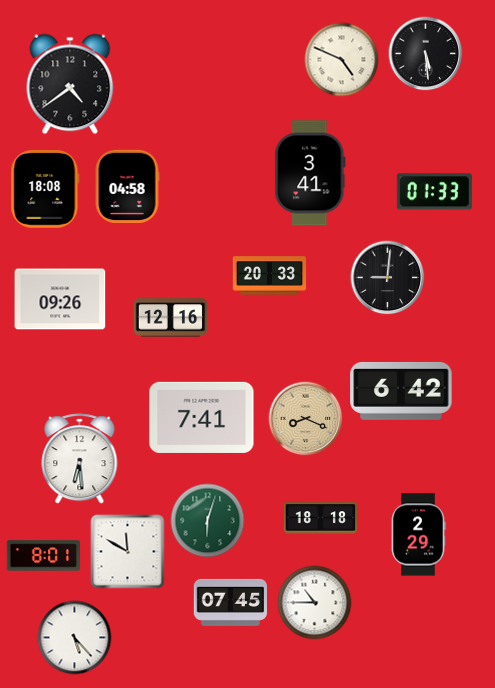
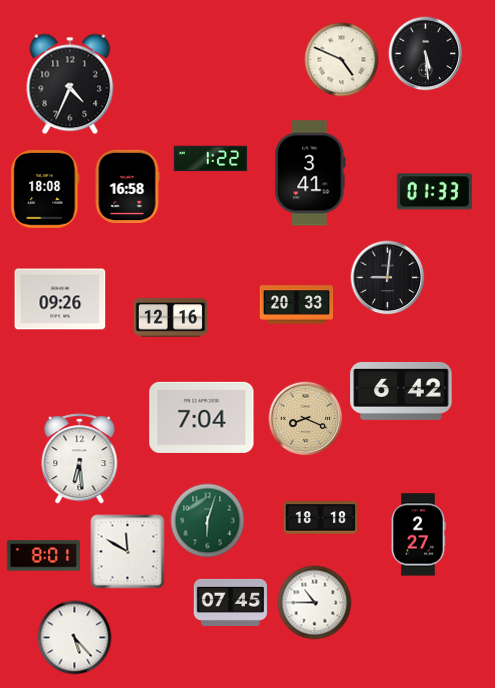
clock at (70, 84): 4:39 -> 4:34
clock at (211, 159): none -> 1:22
clock at (127, 187): 04:58 -> 16:58
clock at (270, 276) position: (270, 276) -> (297, 305)
clock at (202, 417): 7:41 -> 7:04
clock at (418, 535): 2:29 -> 2:27
